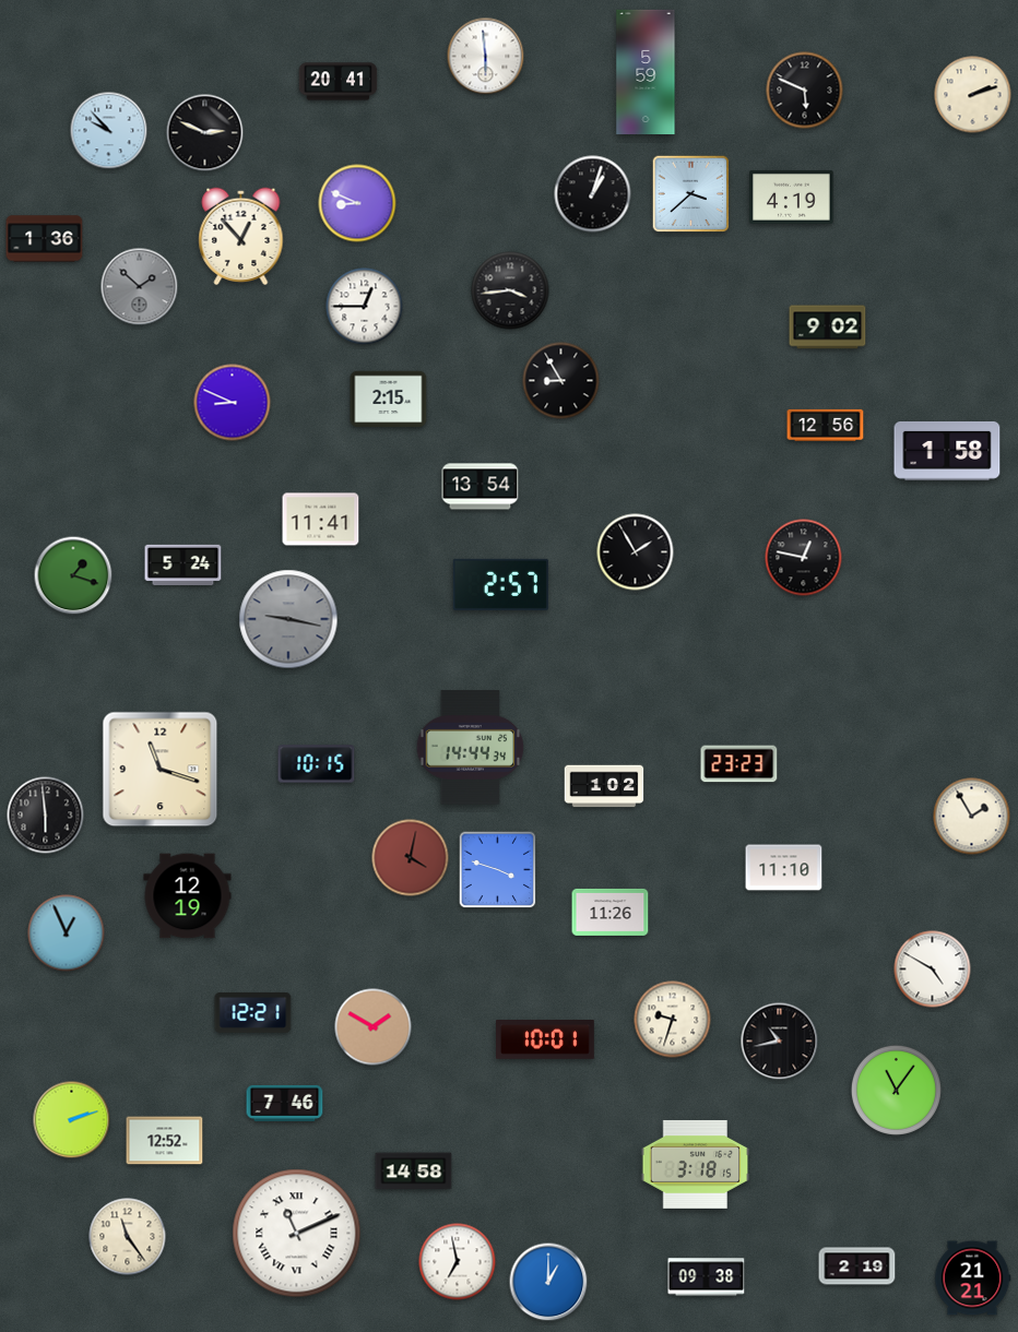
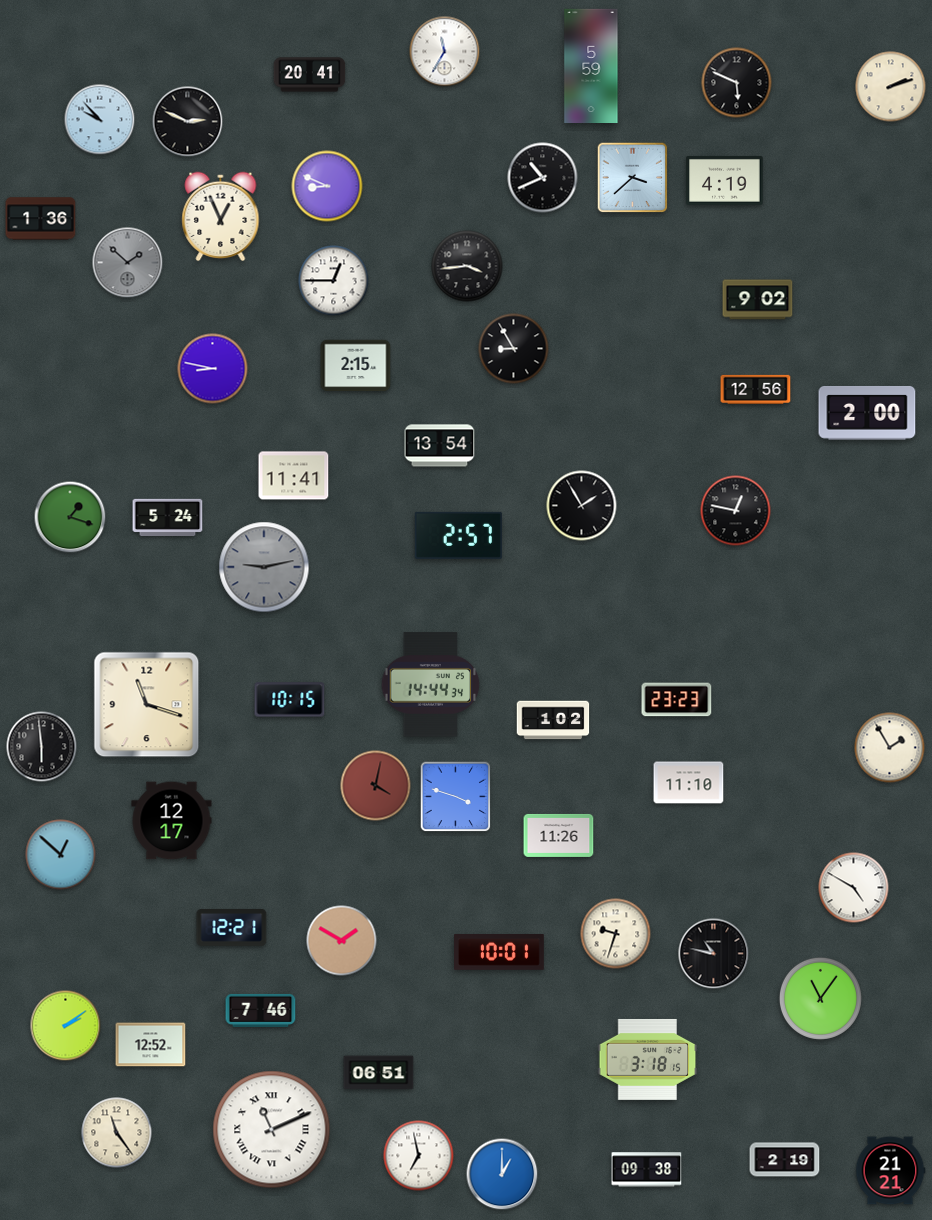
clock at (486, 57): 5:59 -> 11:35
clock at (593, 194): 1:03 -> 10:41
clock at (241, 237): 12:53 -> 12:56
clock at (233, 403): 8:49 -> 8:47
clock at (947, 451): 1:58 -> 2:00
clock at (73, 575) position: (73, 575) -> (70, 517)
clock at (288, 619): 9:17 -> 9:13
clock at (784, 868) position: (784, 868) -> (689, 783)
clock at (188, 896): 12:19 -> 12:17
clock at (67, 933): 12:56 -> 12:52
clock at (780, 1042): 10:43 -> 10:47
clock at (72, 1120): 2:12 -> 2:09
clock at (696, 1164) position: (696, 1164) -> (648, 1059)
clock at (414, 1172): 14:58 -> 06:51
